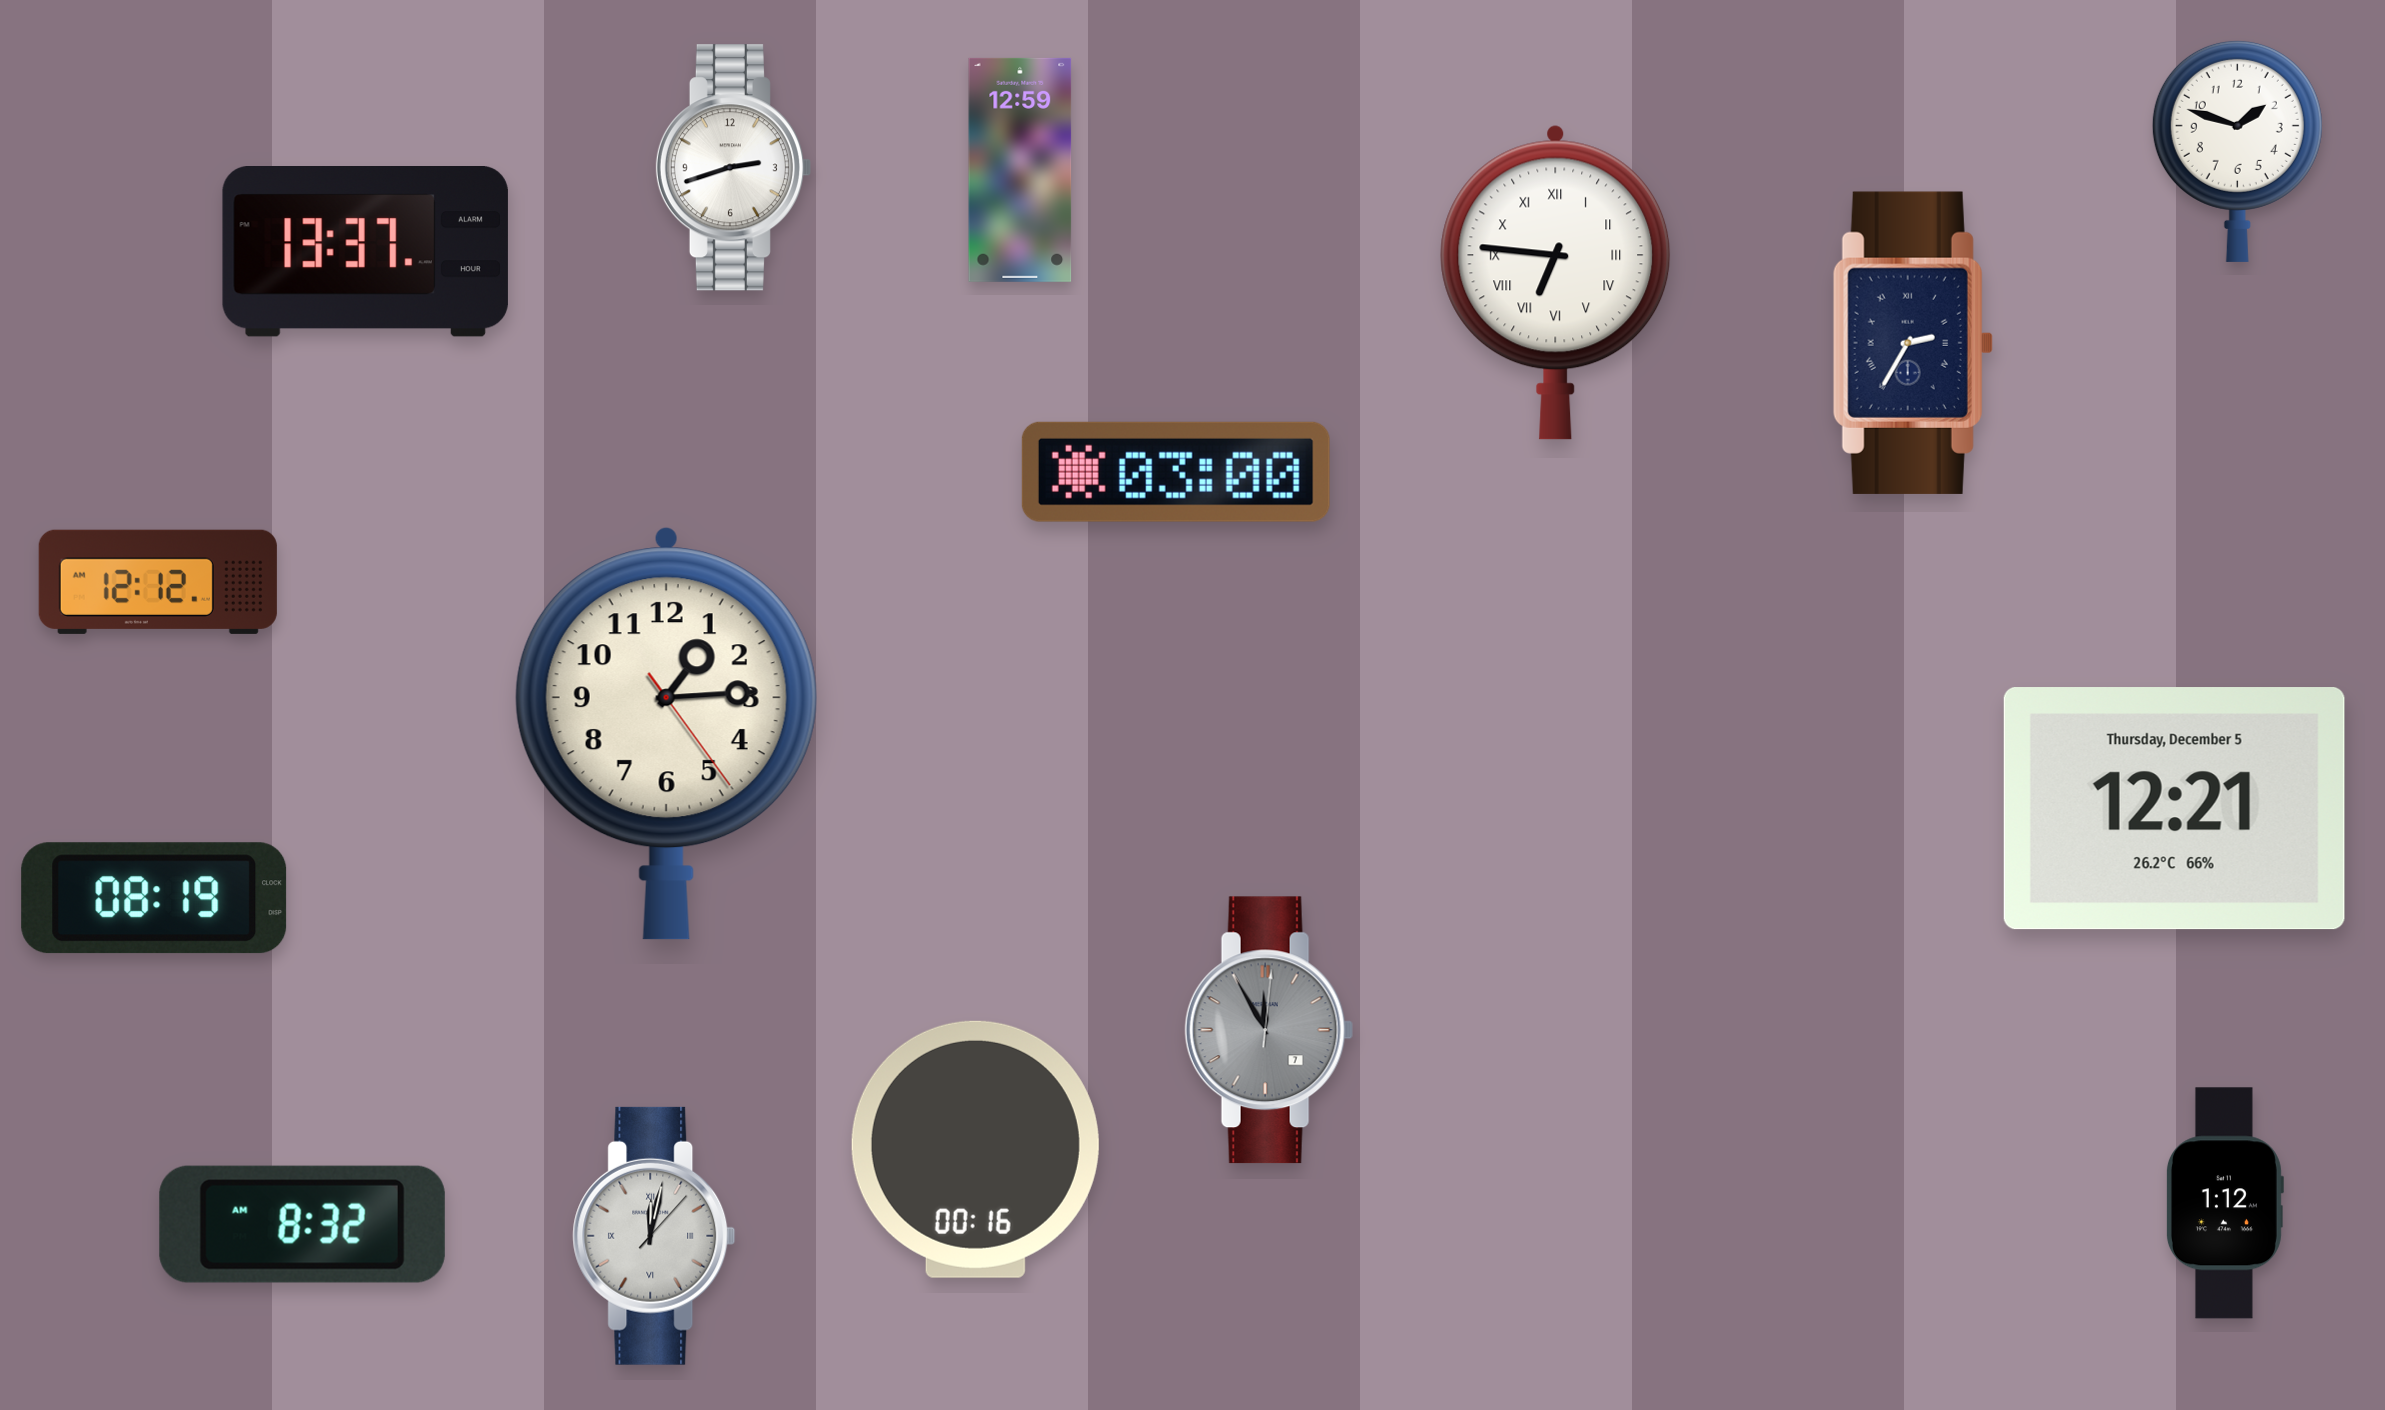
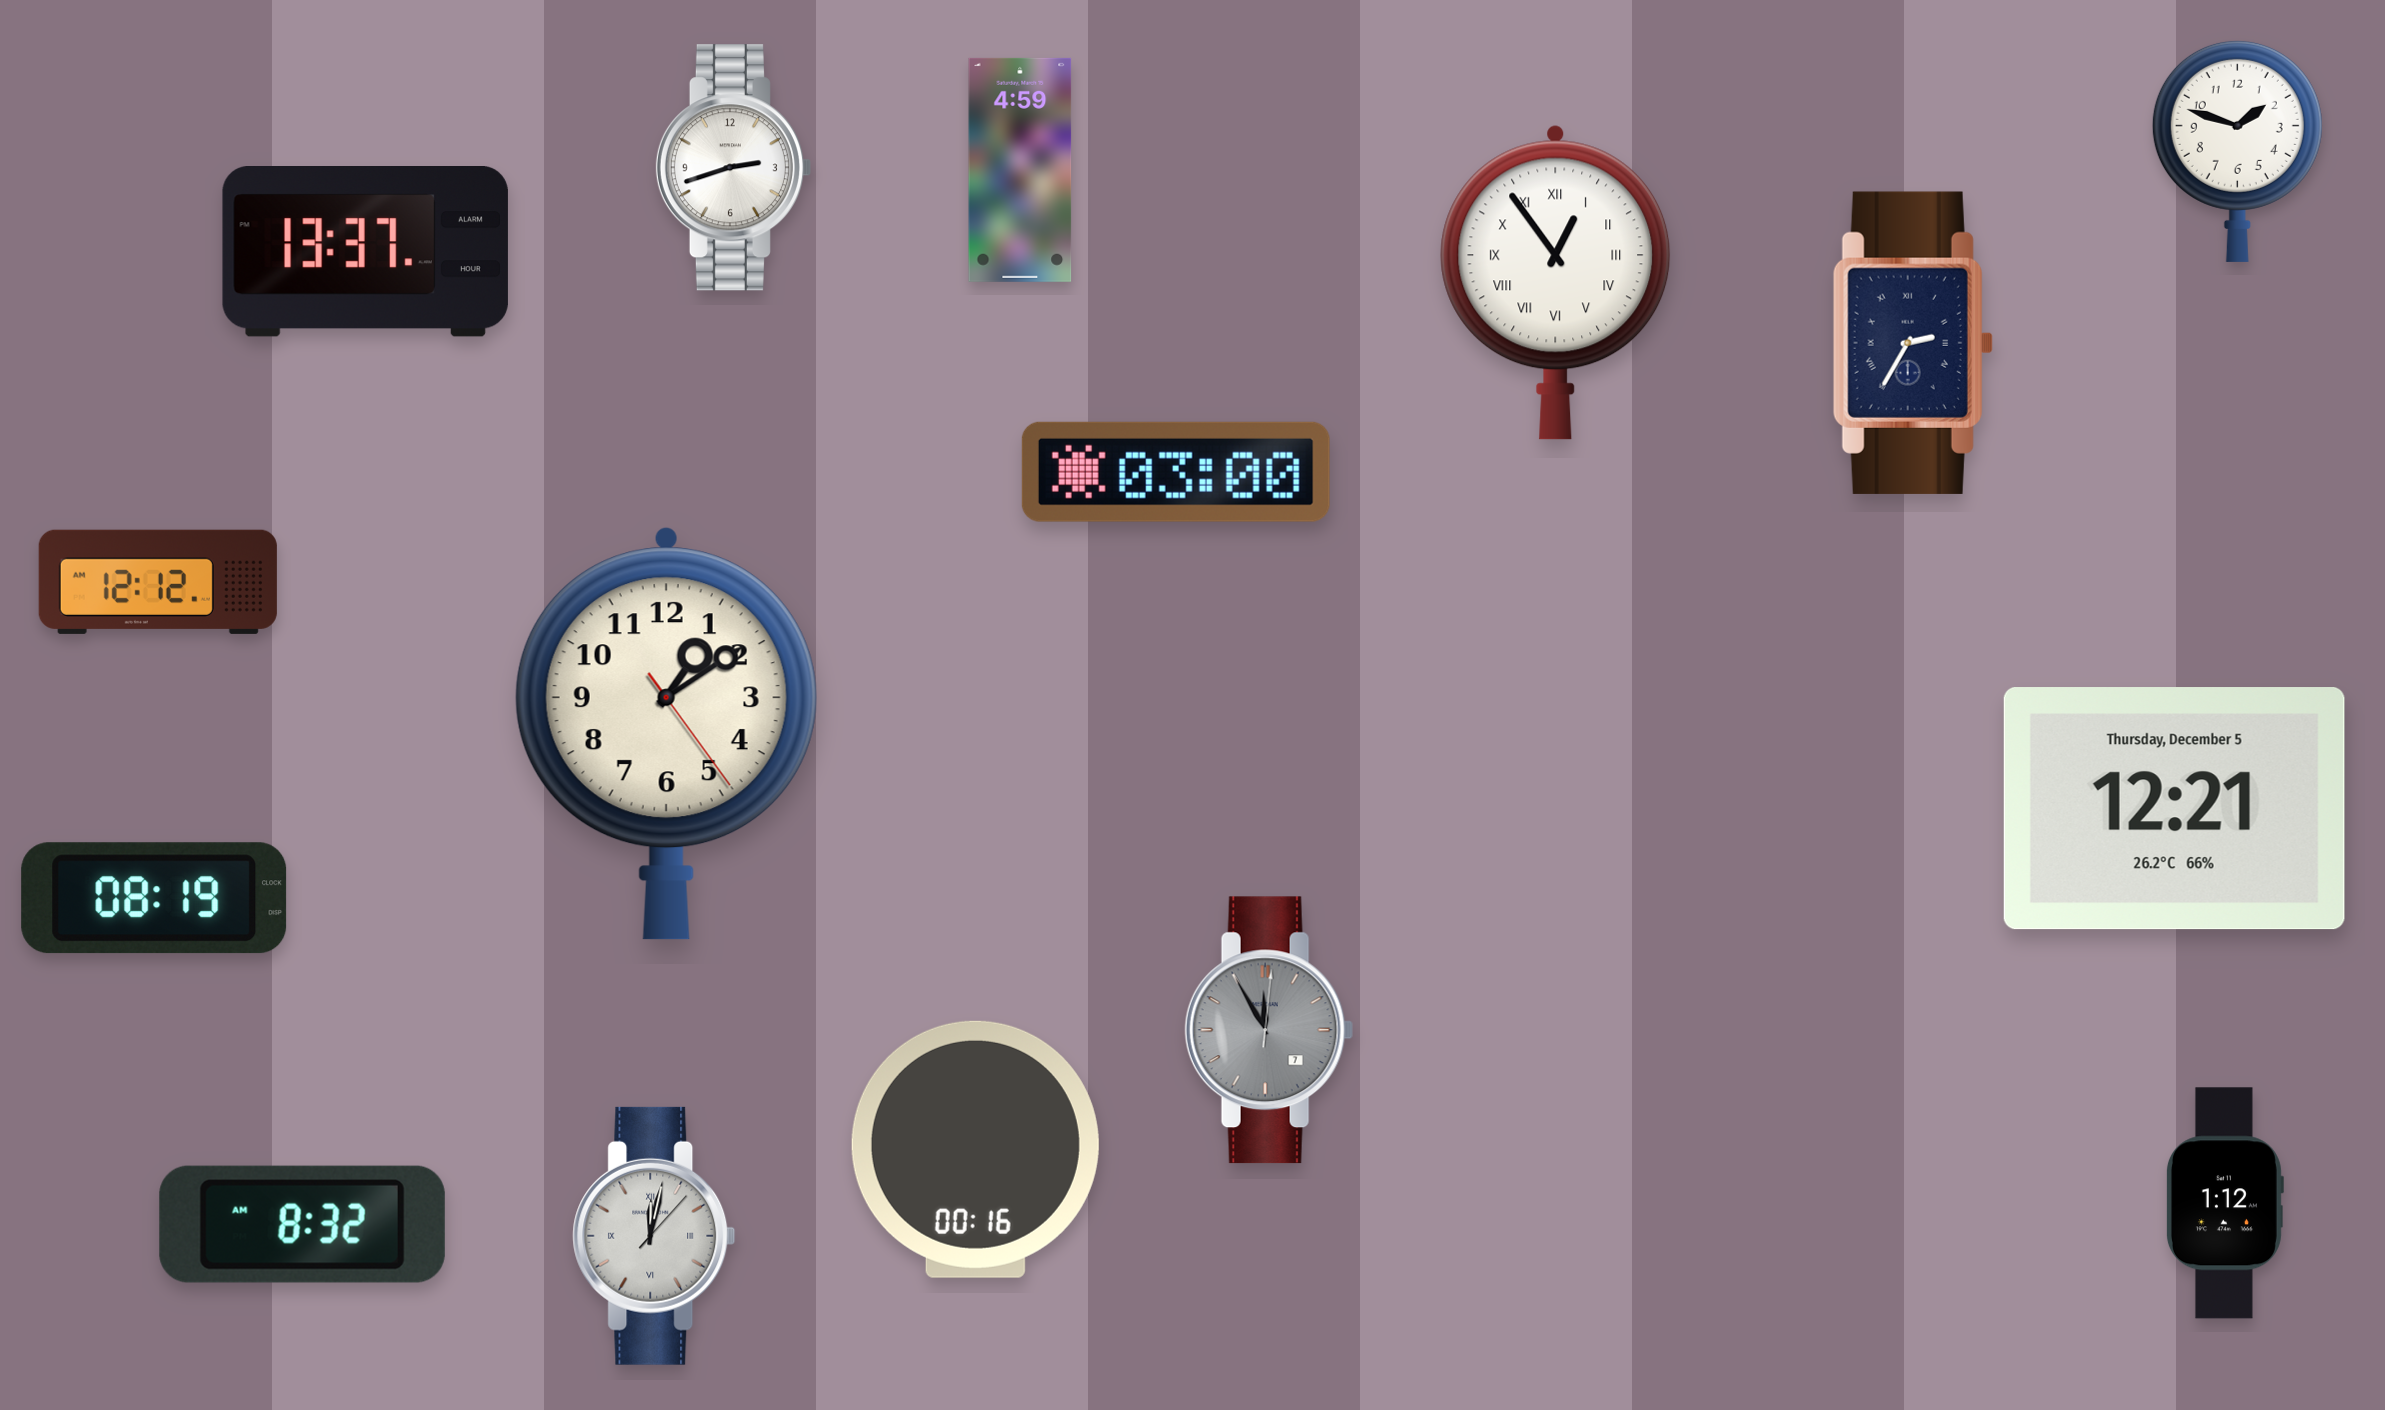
clock at (1020, 170): 12:59 -> 4:59
clock at (1556, 282): 6:46 -> 12:54
clock at (666, 733): 1:14 -> 1:09
